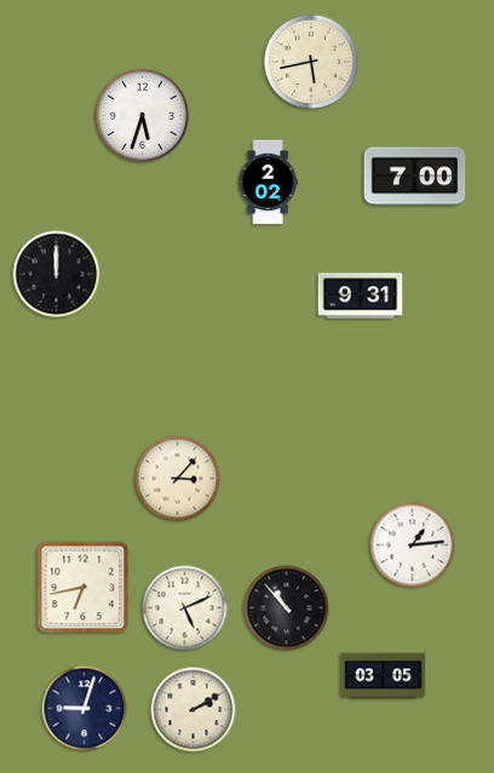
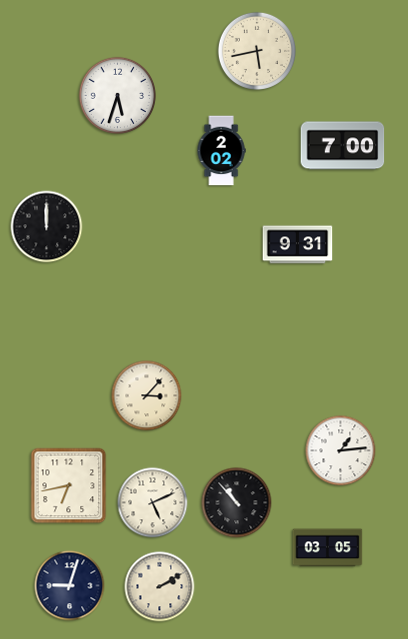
clock at (384, 676) position: (384, 676) -> (328, 548)
